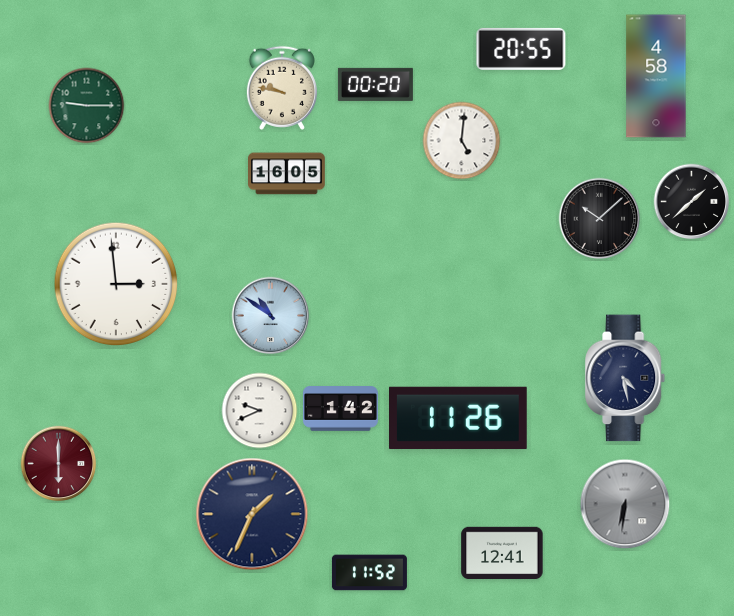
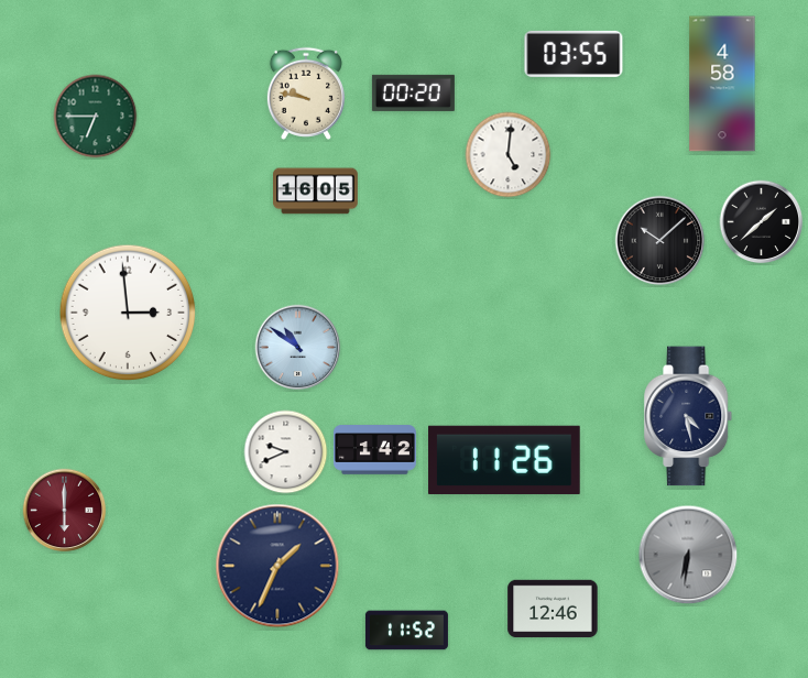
clock at (521, 49): 20:55 -> 03:55
clock at (282, 88) position: (282, 88) -> (306, 94)
clock at (87, 106): 9:15 -> 6:45
clock at (502, 553): 12:41 -> 12:46
